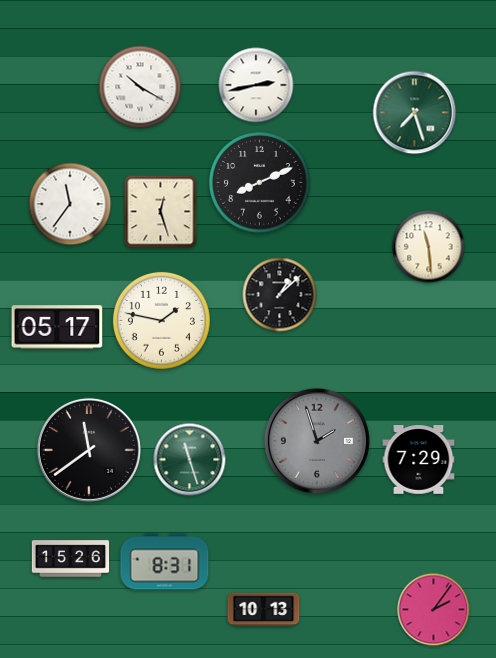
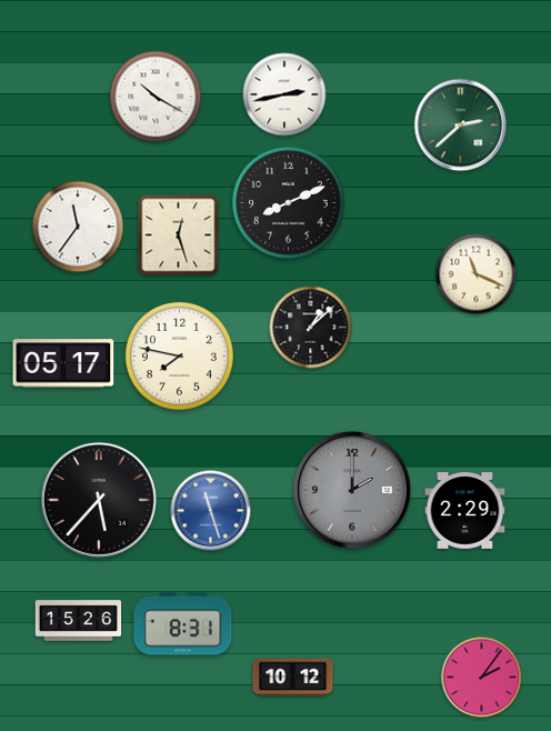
clock at (415, 113): 7:27 -> 2:38
clock at (429, 247): 11:29 -> 11:19
clock at (161, 320): 1:47 -> 7:47
clock at (317, 441): 1:57 -> 2:00
clock at (89, 450): 11:39 -> 5:37
clock at (190, 460) dial: green -> blue
clock at (419, 460): 7:29 -> 2:29
clock at (264, 610): 10:13 -> 10:12
